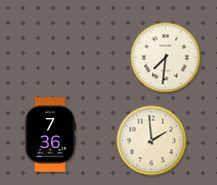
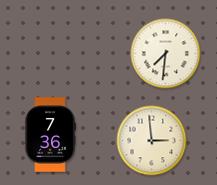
clock at (166, 58) position: (166, 58) -> (166, 54)
clock at (152, 141): 1:59 -> 2:59
